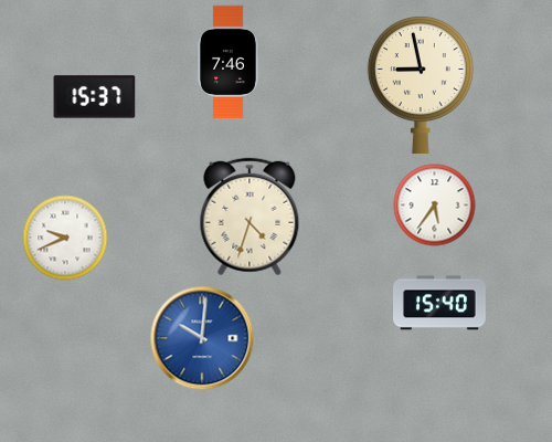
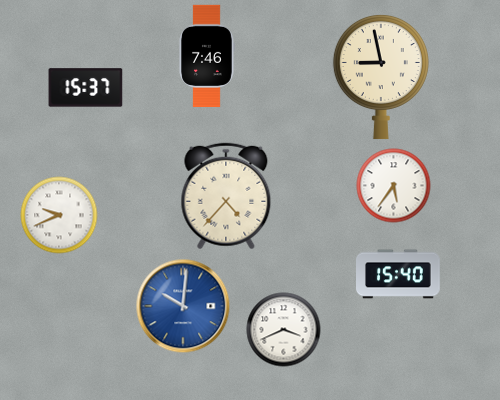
clock at (250, 217): 4:33 -> 4:37
clock at (284, 330): none -> 3:41
